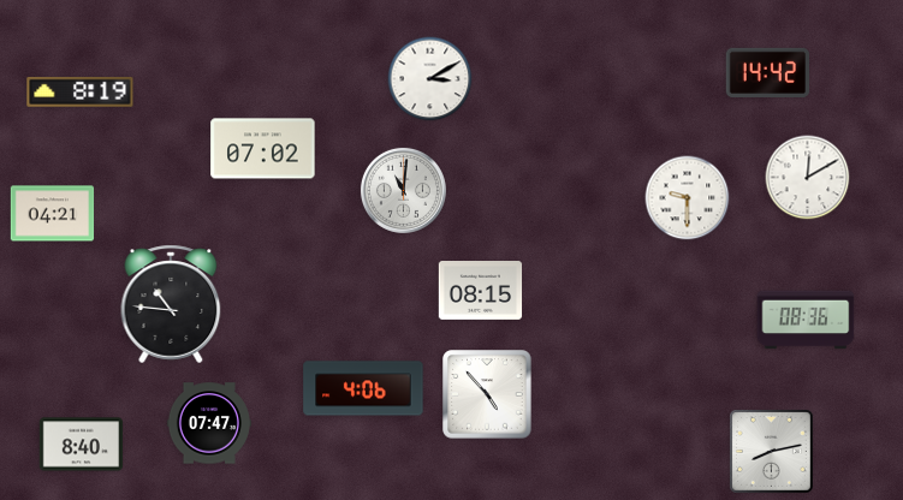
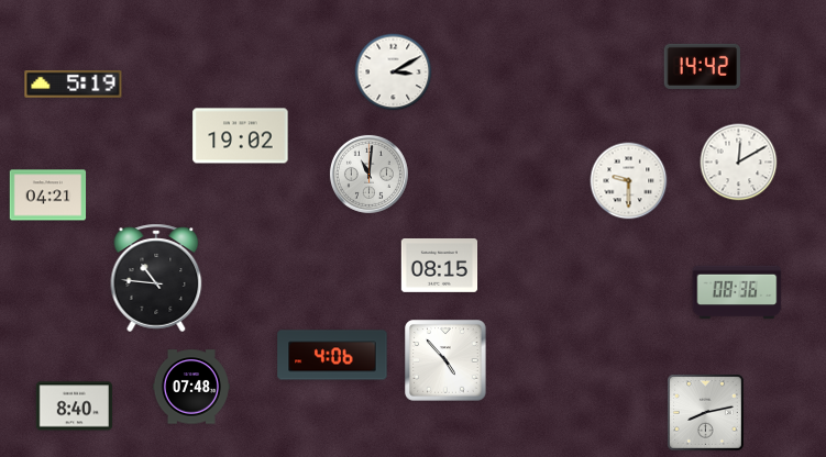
clock at (81, 91): 8:19 -> 5:19
clock at (263, 149): 07:02 -> 19:02
clock at (209, 423): 07:47 -> 07:48
